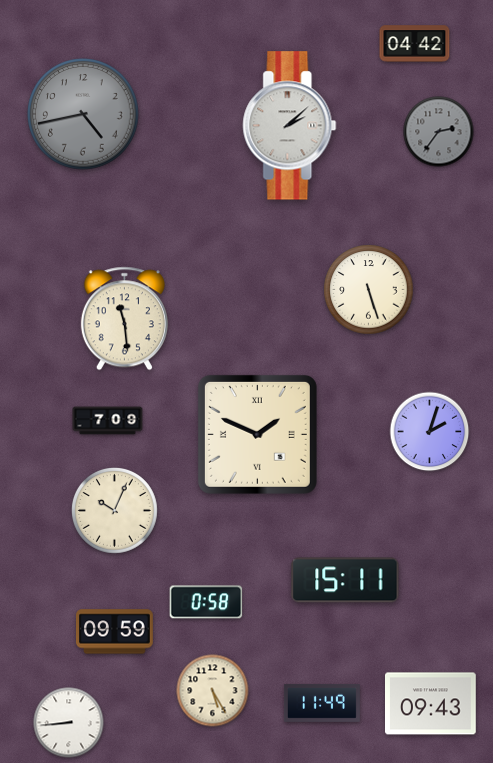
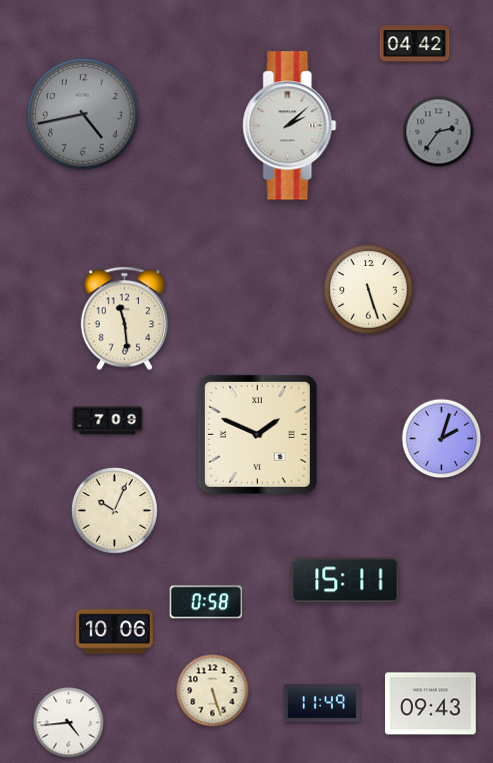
clock at (430, 432) position: (430, 432) -> (442, 439)
clock at (115, 632): 09:59 -> 10:06
clock at (213, 691): 5:25 -> 5:27
clock at (69, 723): 8:44 -> 4:44
